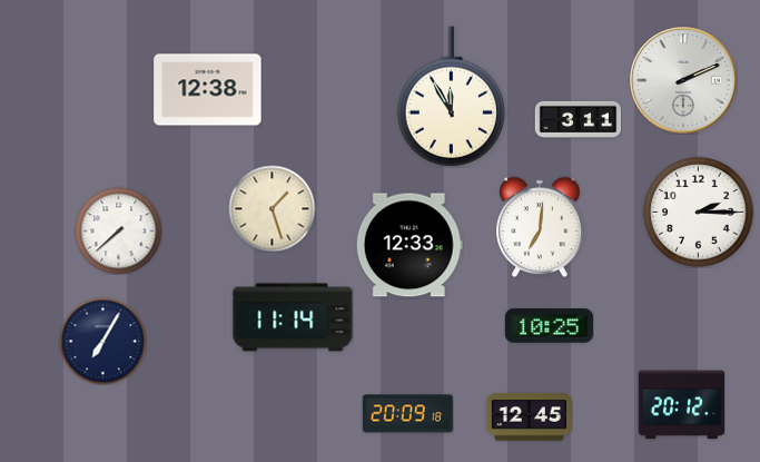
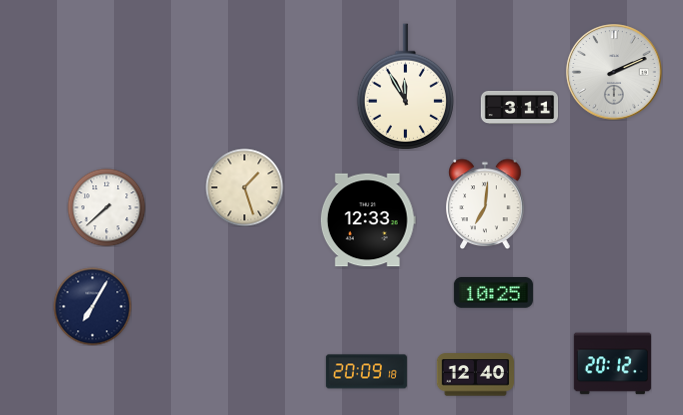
clock at (208, 90): 12:38 -> none
clock at (699, 213): 2:15 -> none
clock at (293, 317): 11:14 -> none
clock at (529, 417): 12:45 -> 12:40
